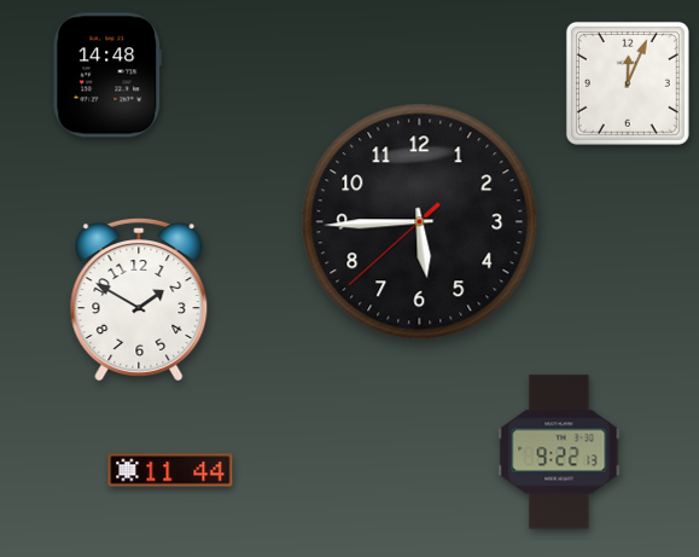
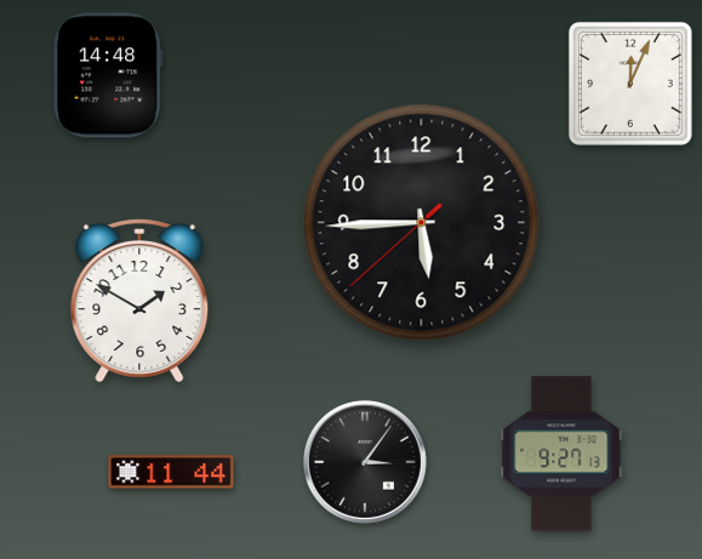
clock at (559, 452): 9:22 -> 9:27
clock at (365, 462): none -> 3:06
